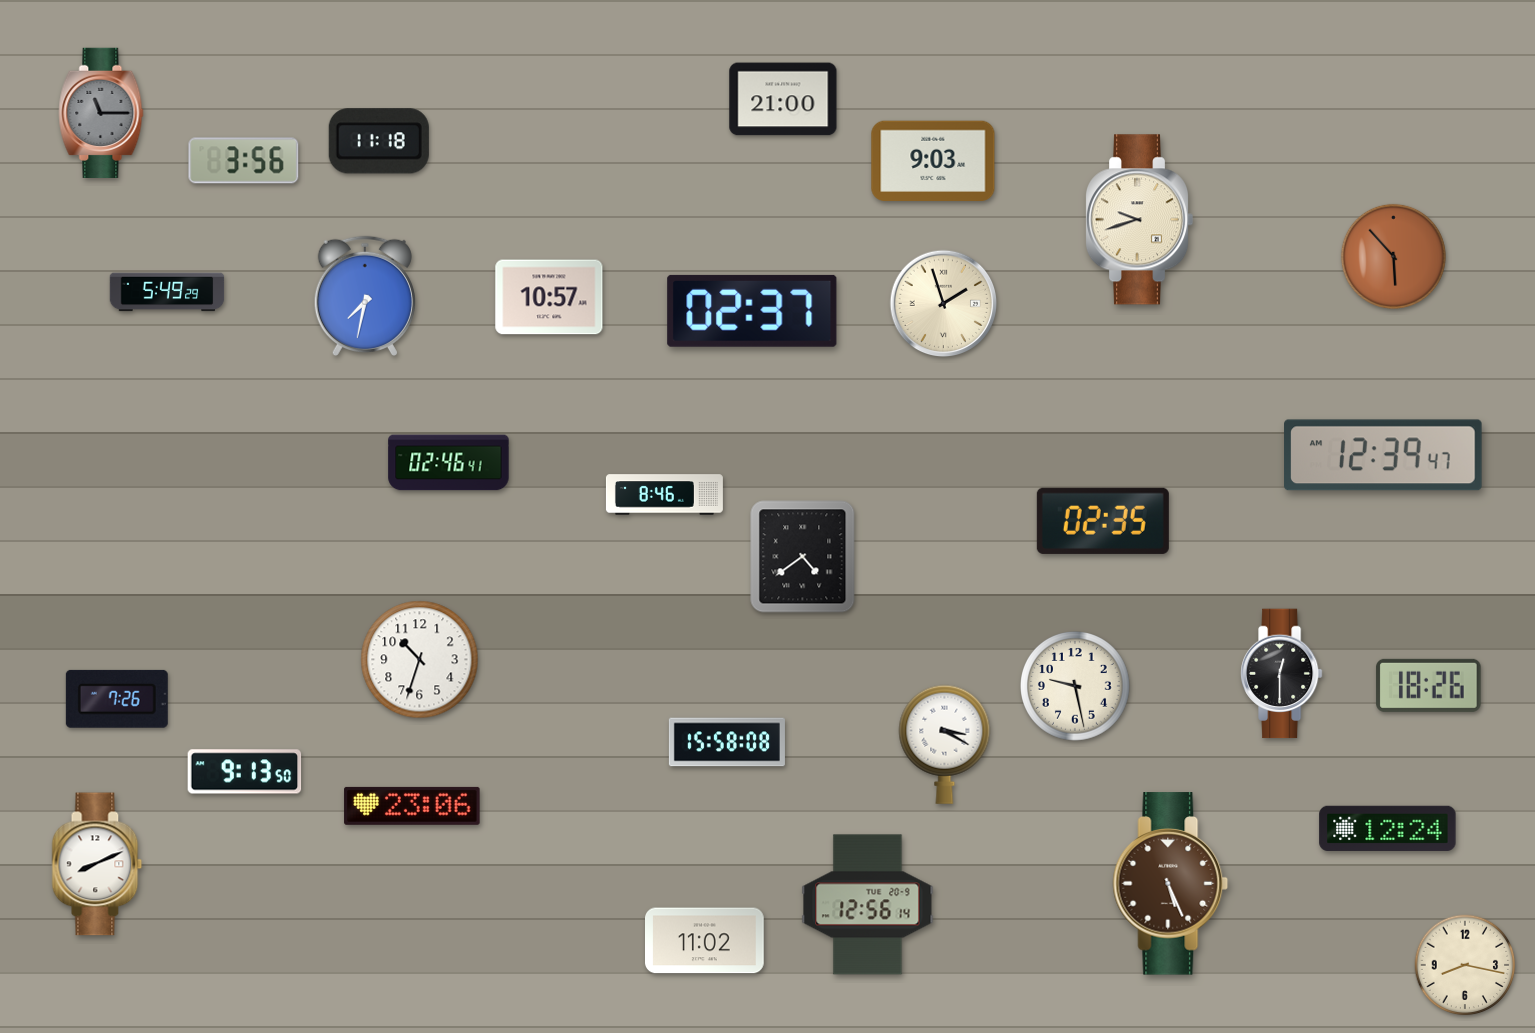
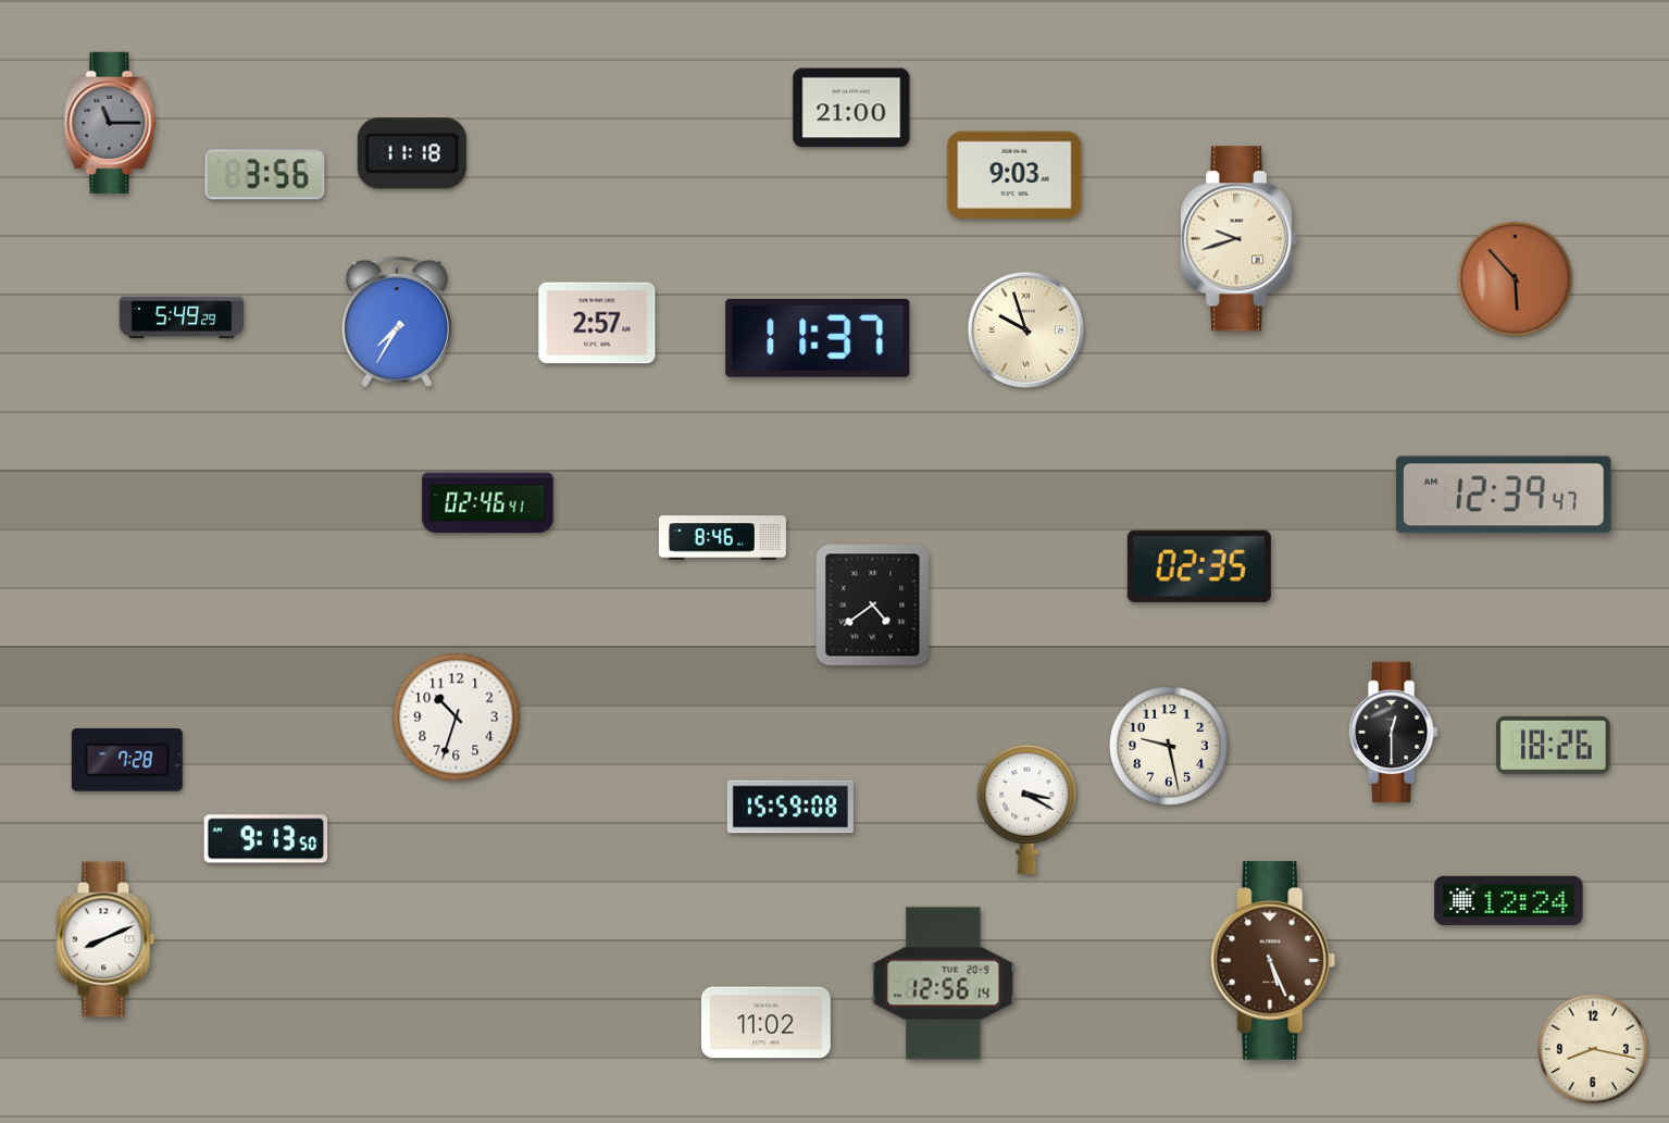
clock at (365, 296): 7:32 -> 7:35
clock at (549, 297): 10:57 -> 2:57
clock at (944, 304): 1:57 -> 9:57
clock at (752, 311): 02:37 -> 11:37
clock at (117, 699): 7:26 -> 7:28
clock at (727, 742): 15:58 -> 15:59
clock at (412, 806): 23:06 -> none
